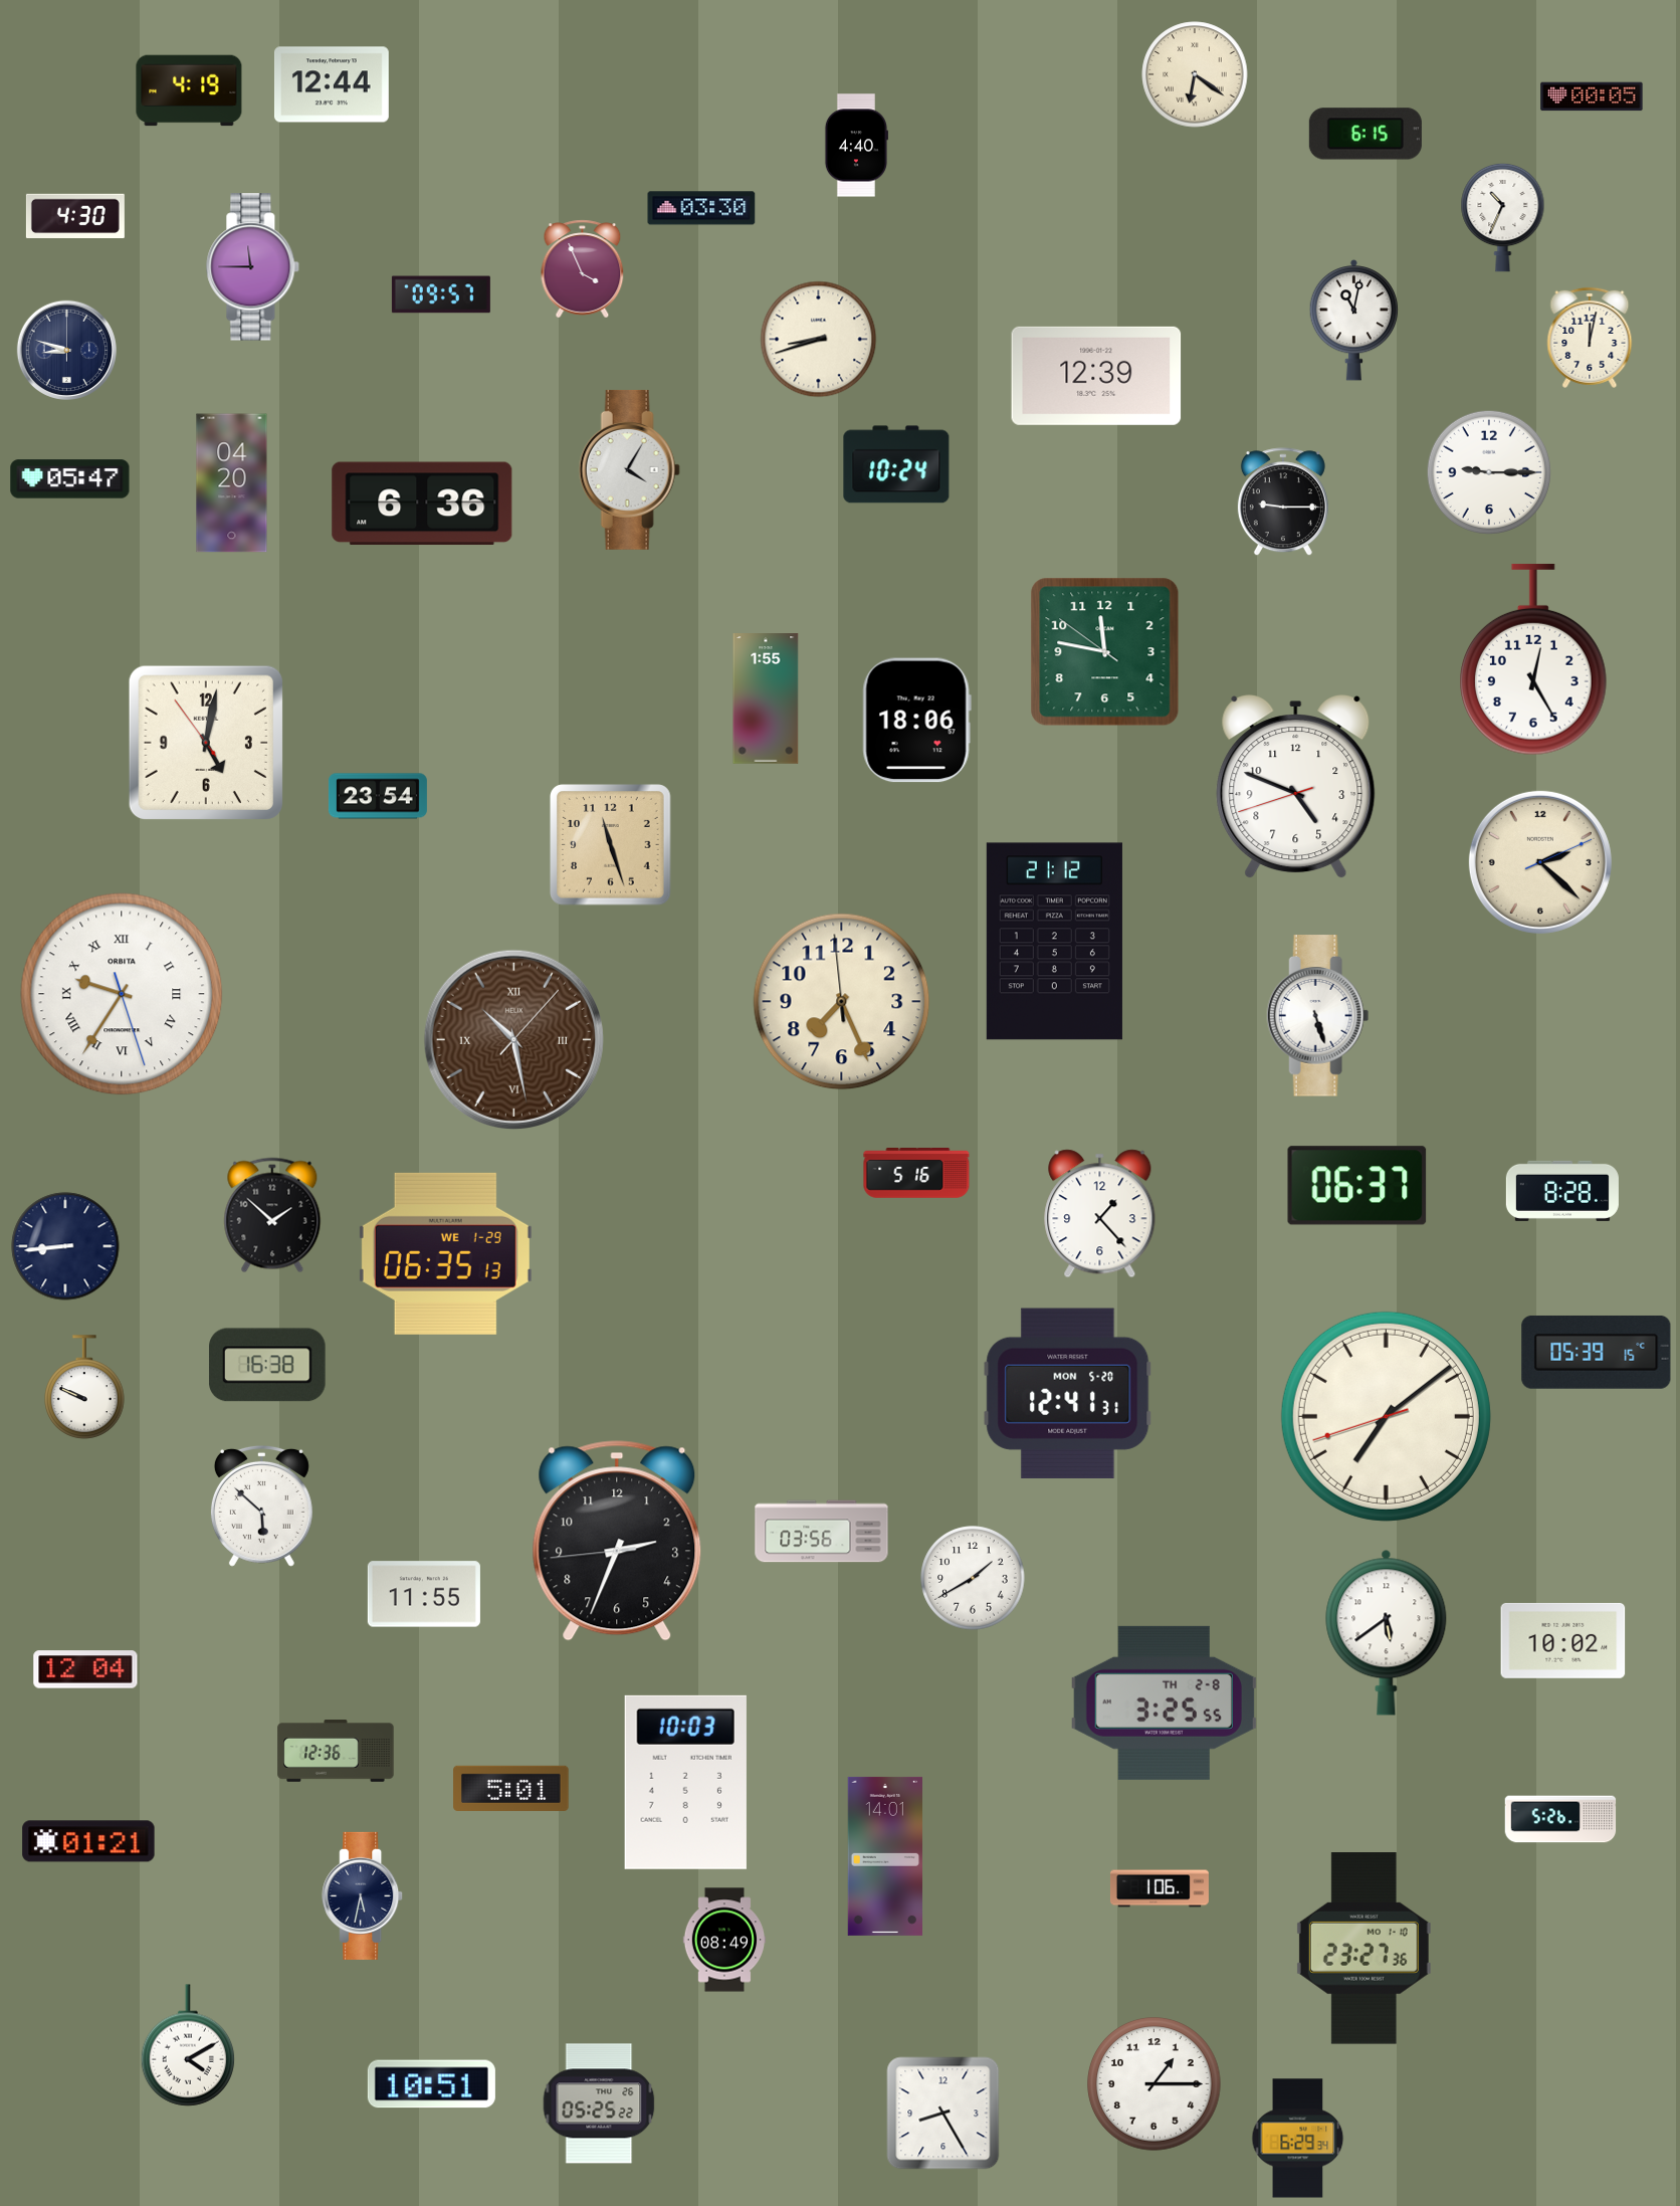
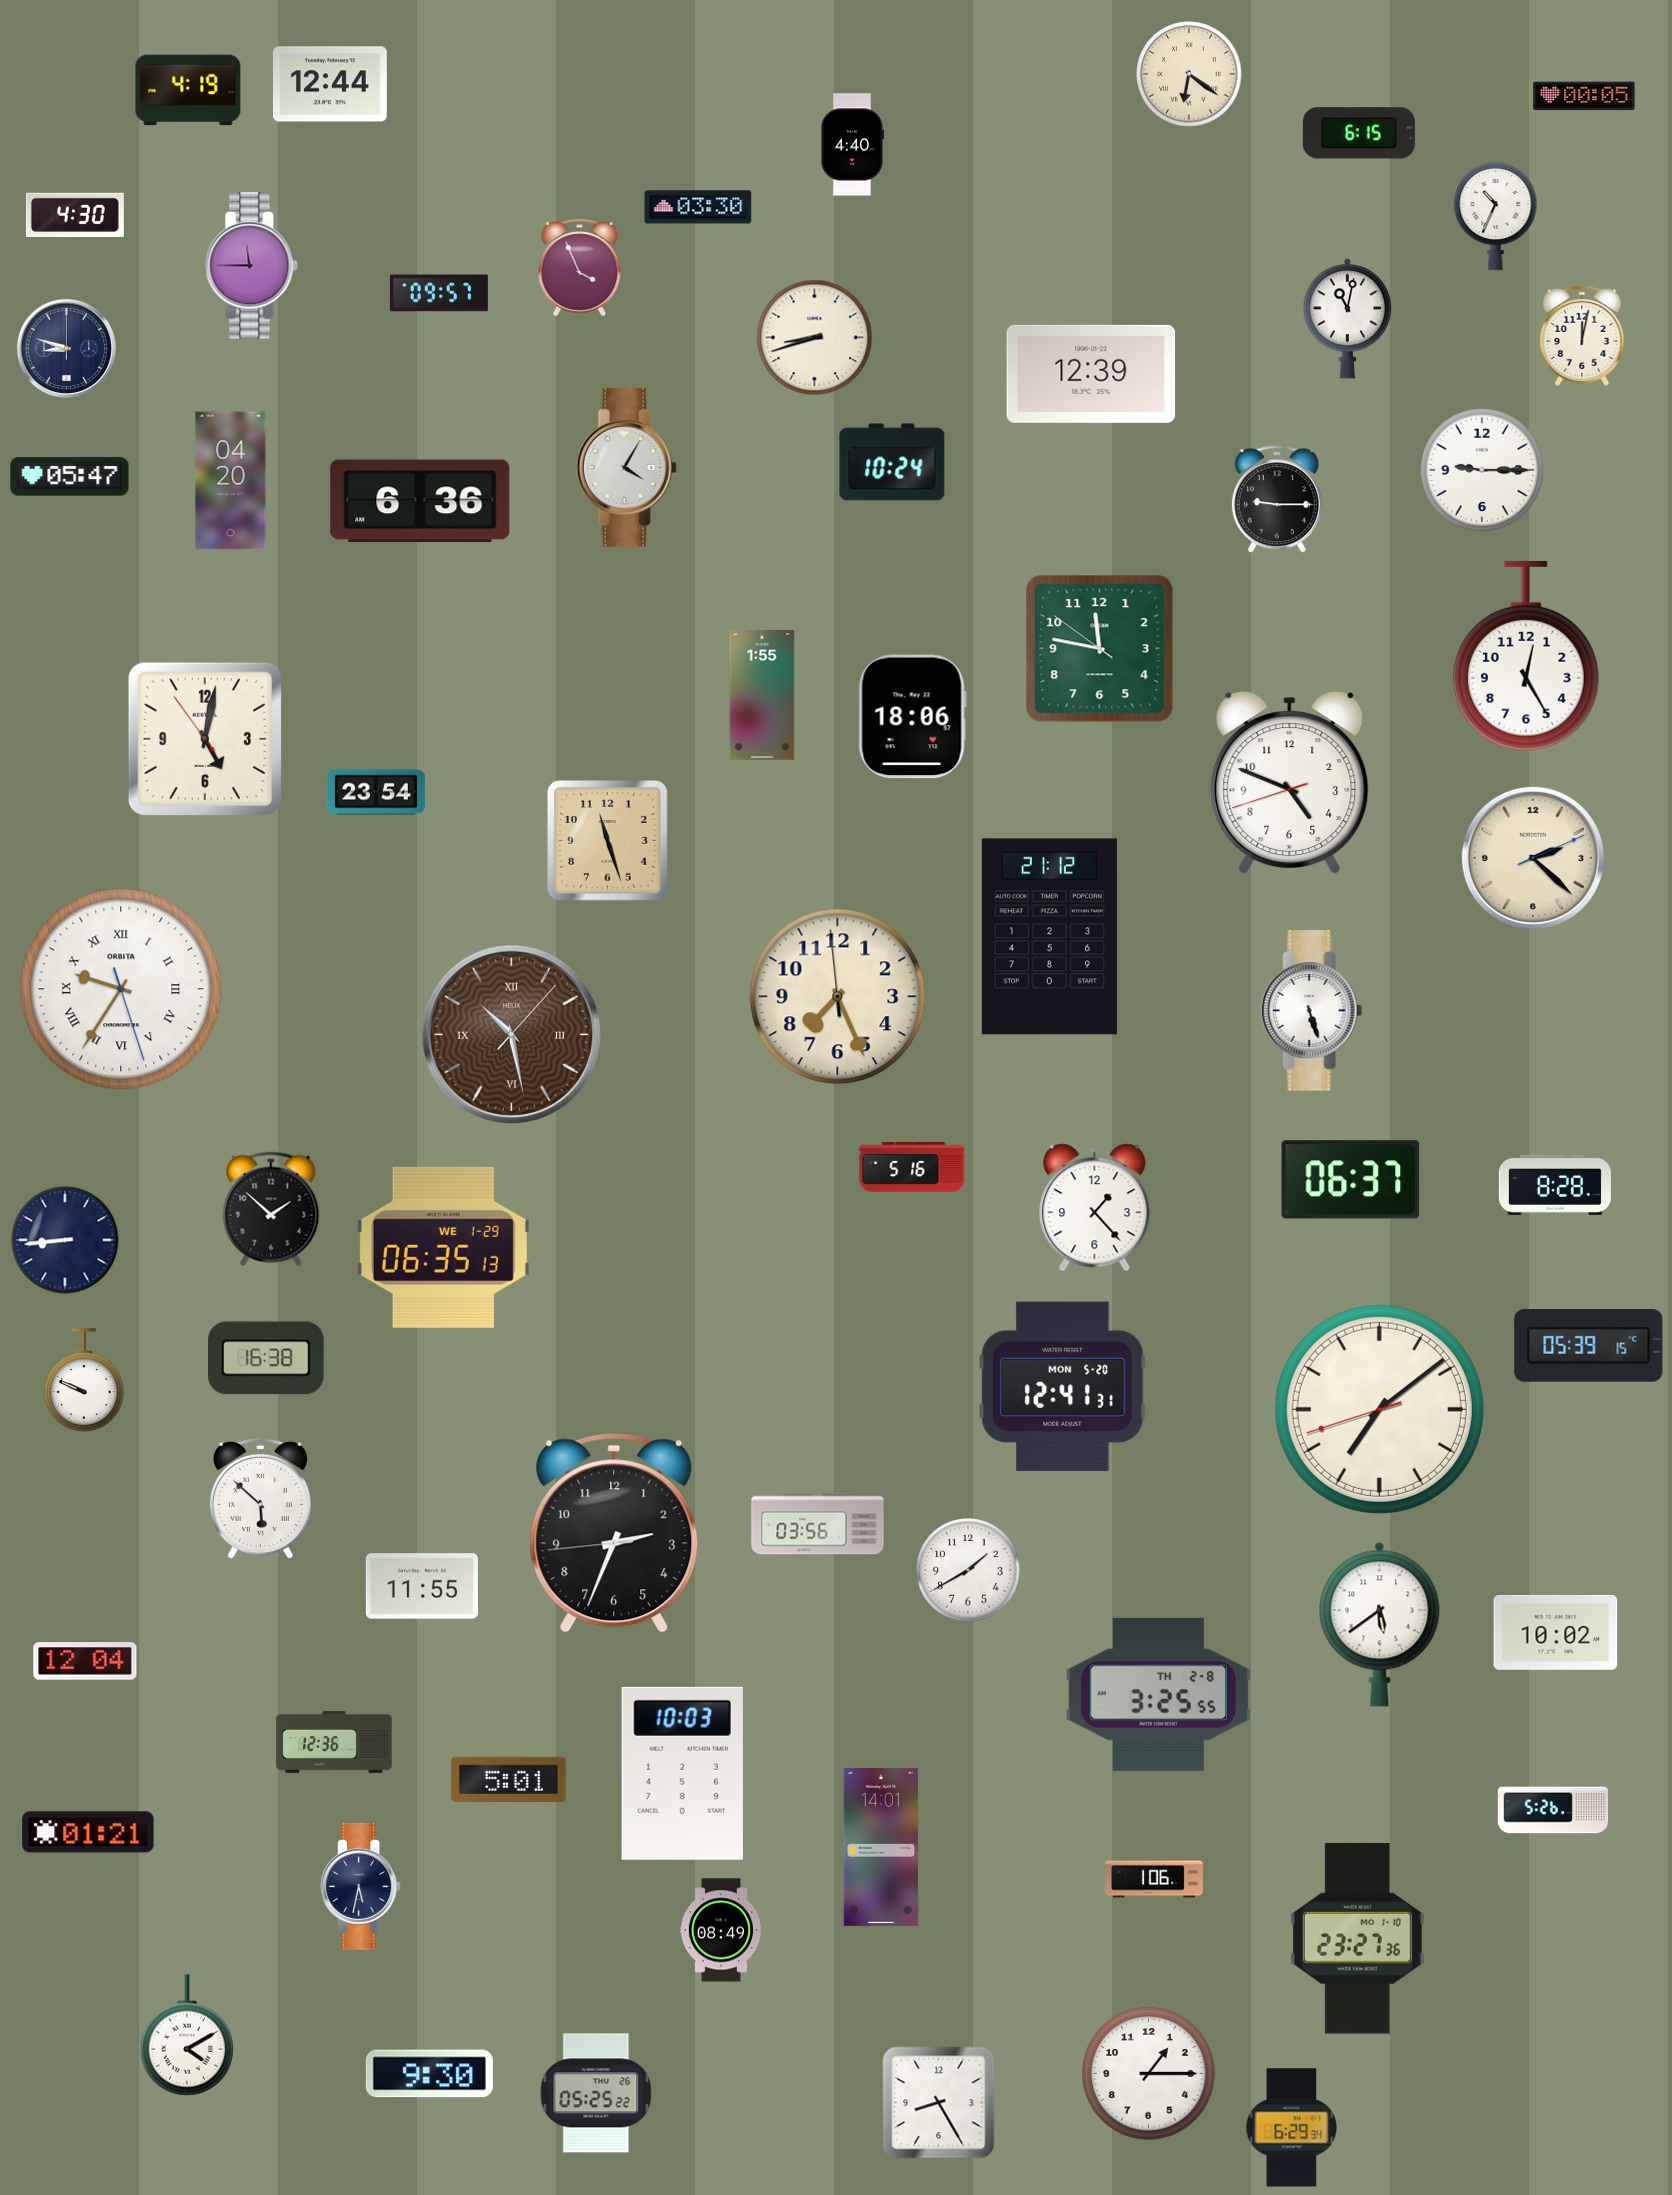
clock at (431, 2084): 10:51 -> 9:30
